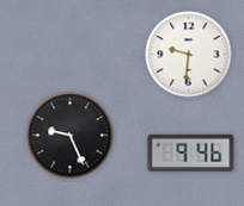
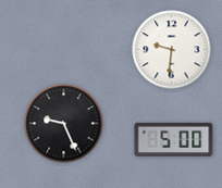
clock at (191, 152): 9:46 -> 5:00
